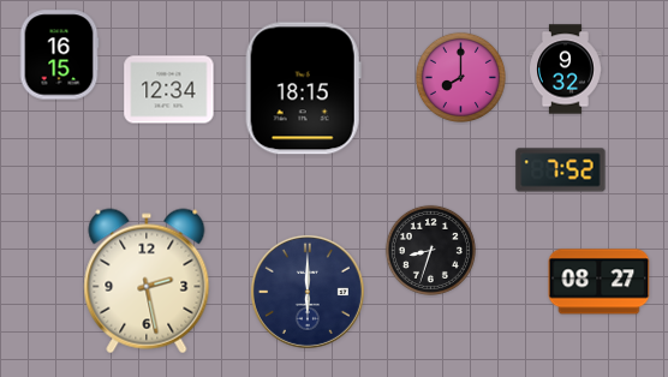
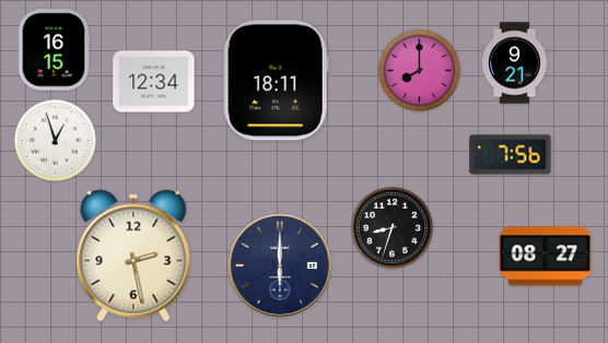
clock at (566, 70): 9:32 -> 9:21
clock at (303, 89): 18:15 -> 18:11
clock at (55, 140): none -> 12:57
clock at (561, 170): 7:52 -> 7:56
